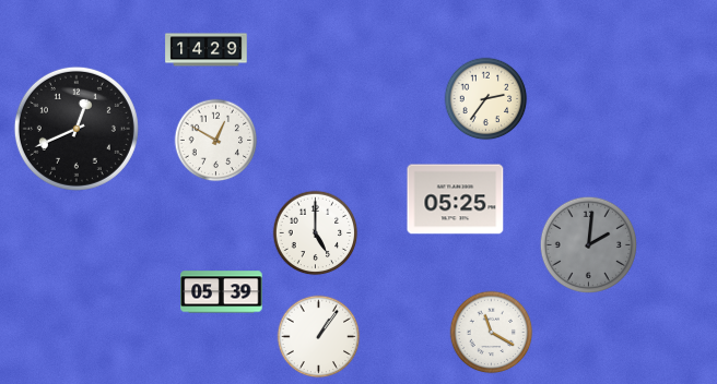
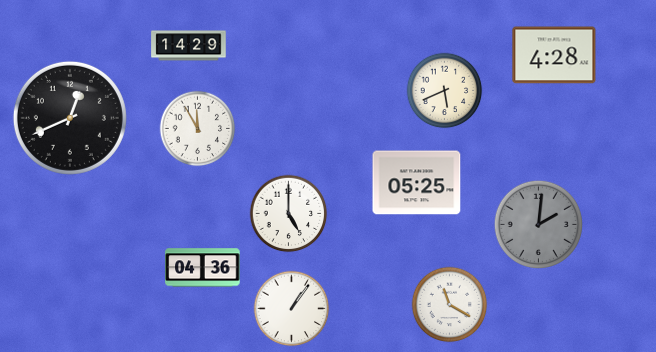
clock at (554, 55): none -> 4:28
clock at (486, 99): 2:36 -> 5:41
clock at (216, 141): 12:50 -> 11:55
clock at (222, 292): 05:39 -> 04:36
